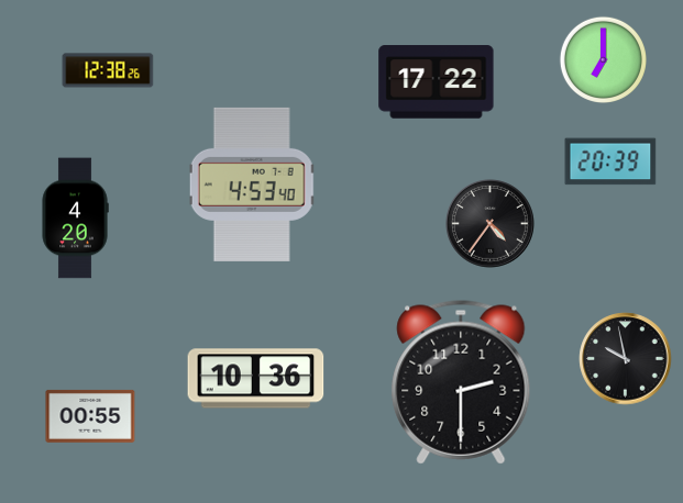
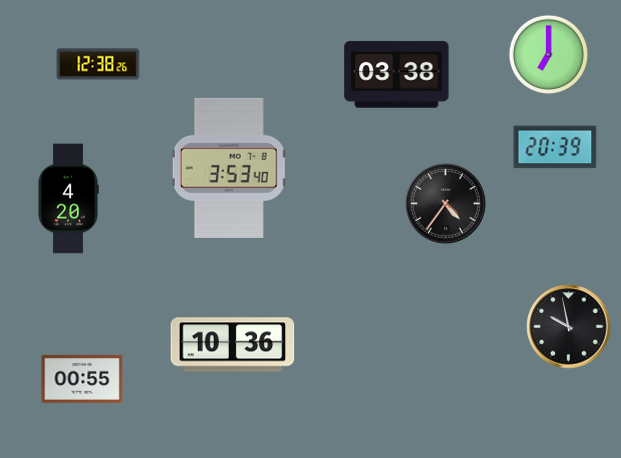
clock at (437, 82): 17:22 -> 03:38
clock at (252, 185): 4:53 -> 3:53
clock at (461, 382): 2:30 -> none
